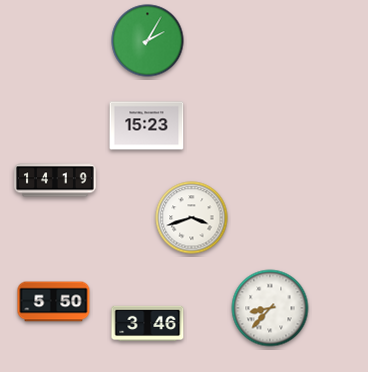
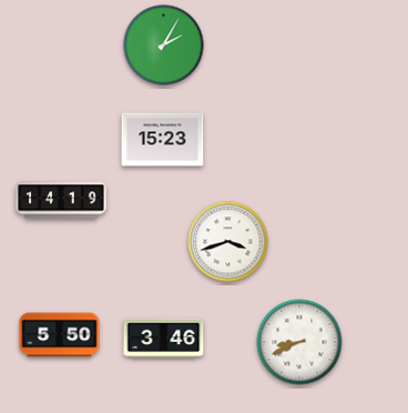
clock at (192, 218) position: (192, 218) -> (228, 242)
clock at (270, 308): 8:37 -> 8:41
clock at (148, 324) position: (148, 324) -> (164, 339)
